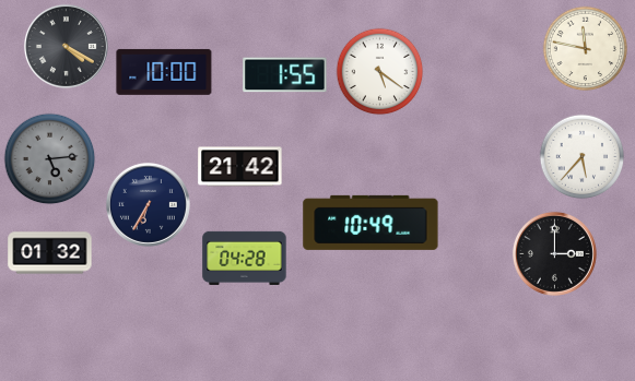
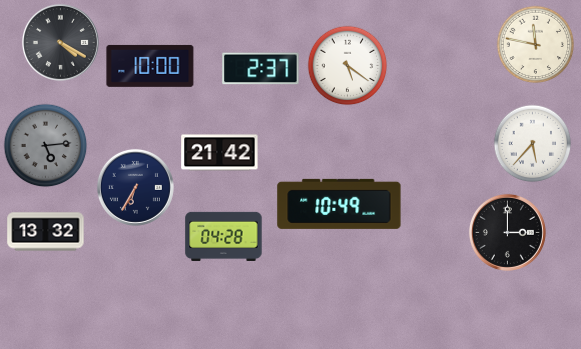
clock at (285, 75): 1:55 -> 2:37
clock at (50, 253): 01:32 -> 13:32
